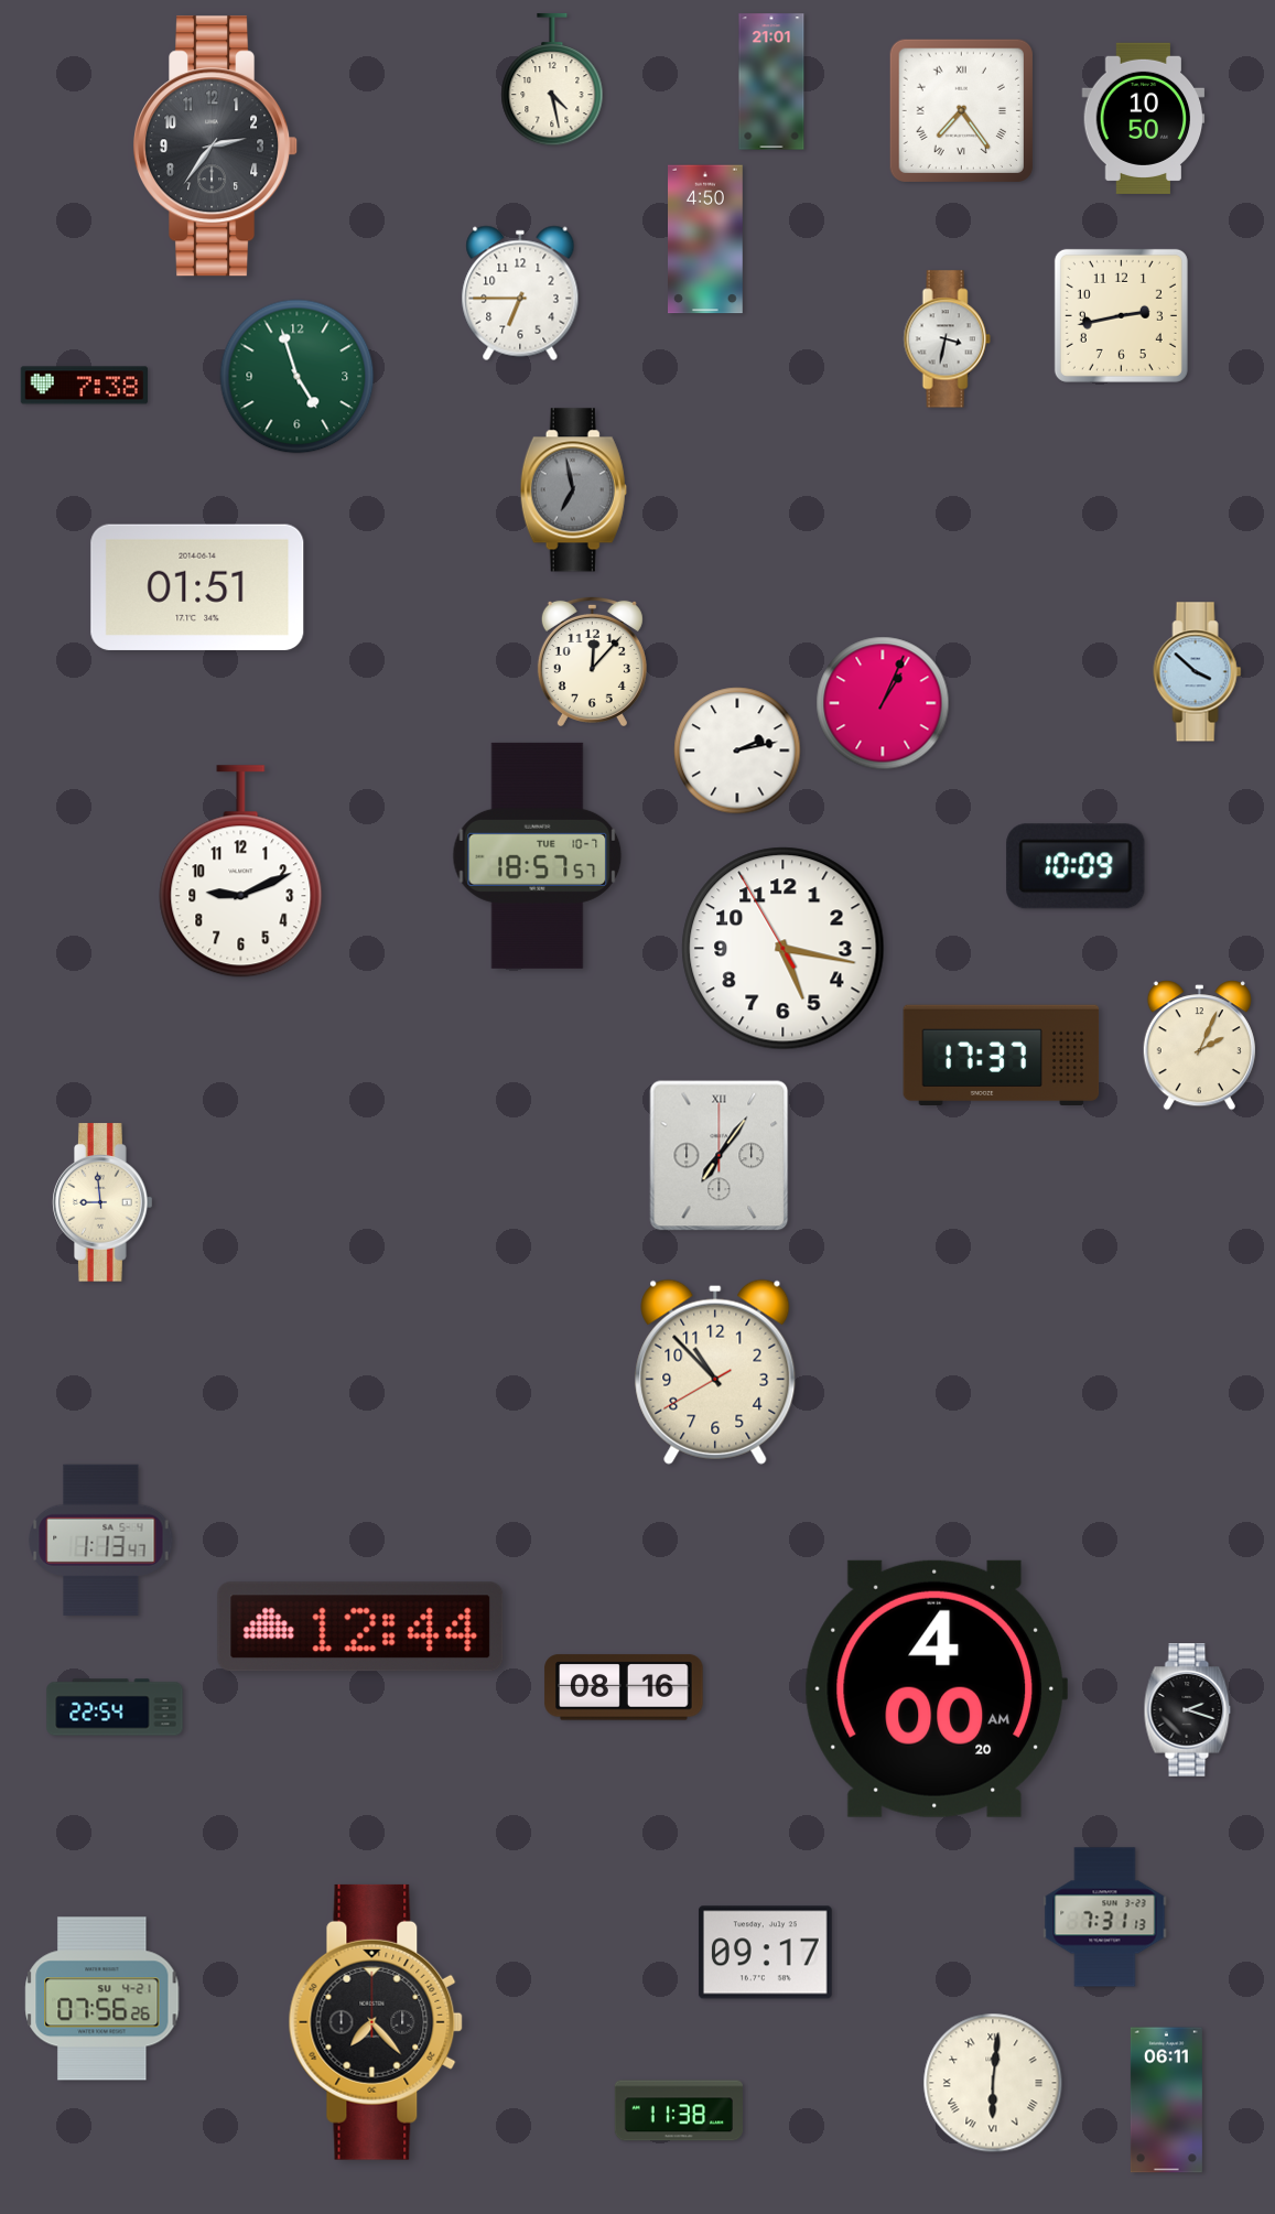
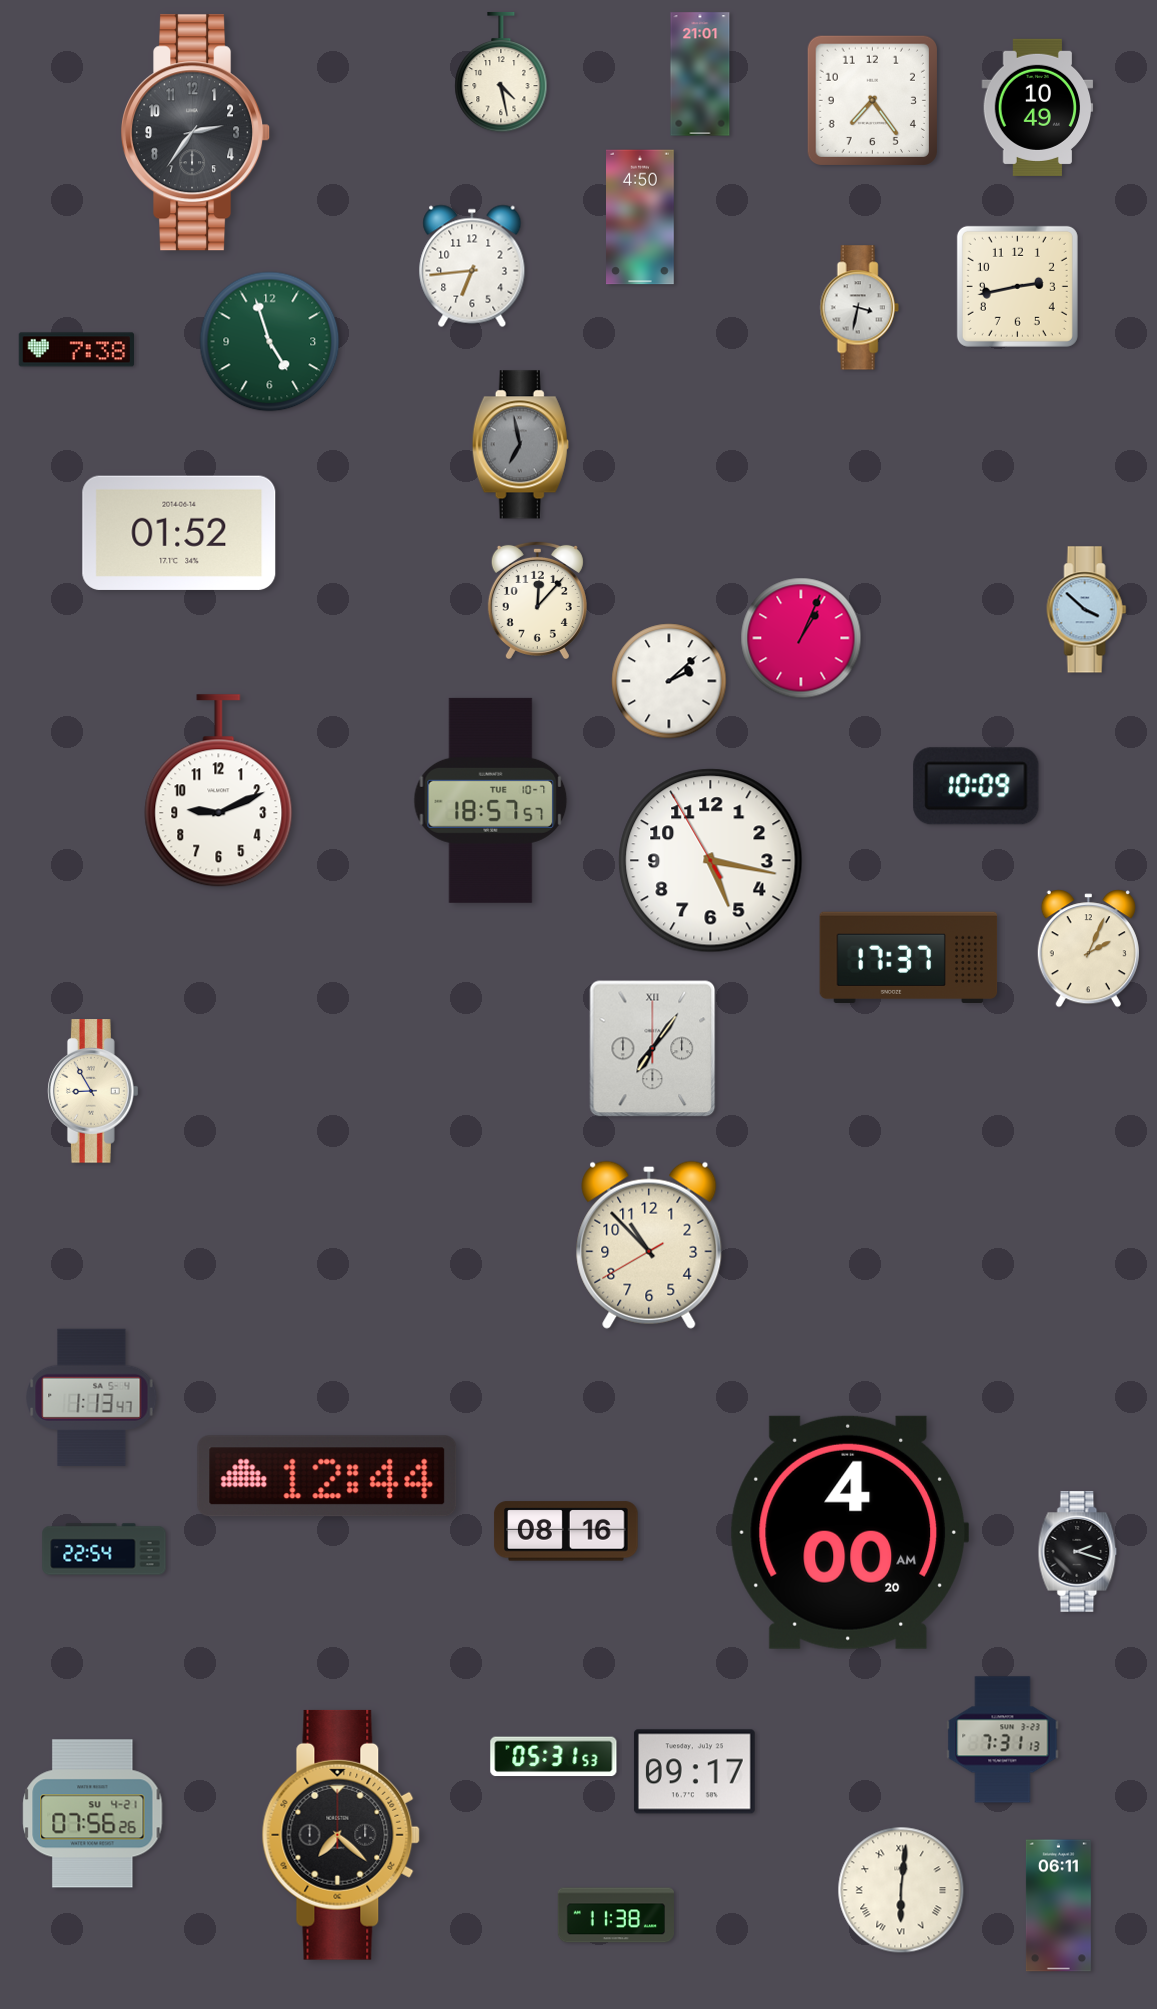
clock at (961, 110) numerals: Roman -> Arabic
clock at (1144, 118): 10:50 -> 10:49
clock at (520, 293): 6:45 -> 6:44
clock at (197, 587): 01:51 -> 01:52
clock at (737, 750): 2:13 -> 2:08
clock at (538, 855) position: (538, 855) -> (491, 800)
clock at (102, 1202): 8:59 -> 8:55
clock at (554, 1757): none -> 05:31
clock at (376, 2022): 7:23 -> 7:22
